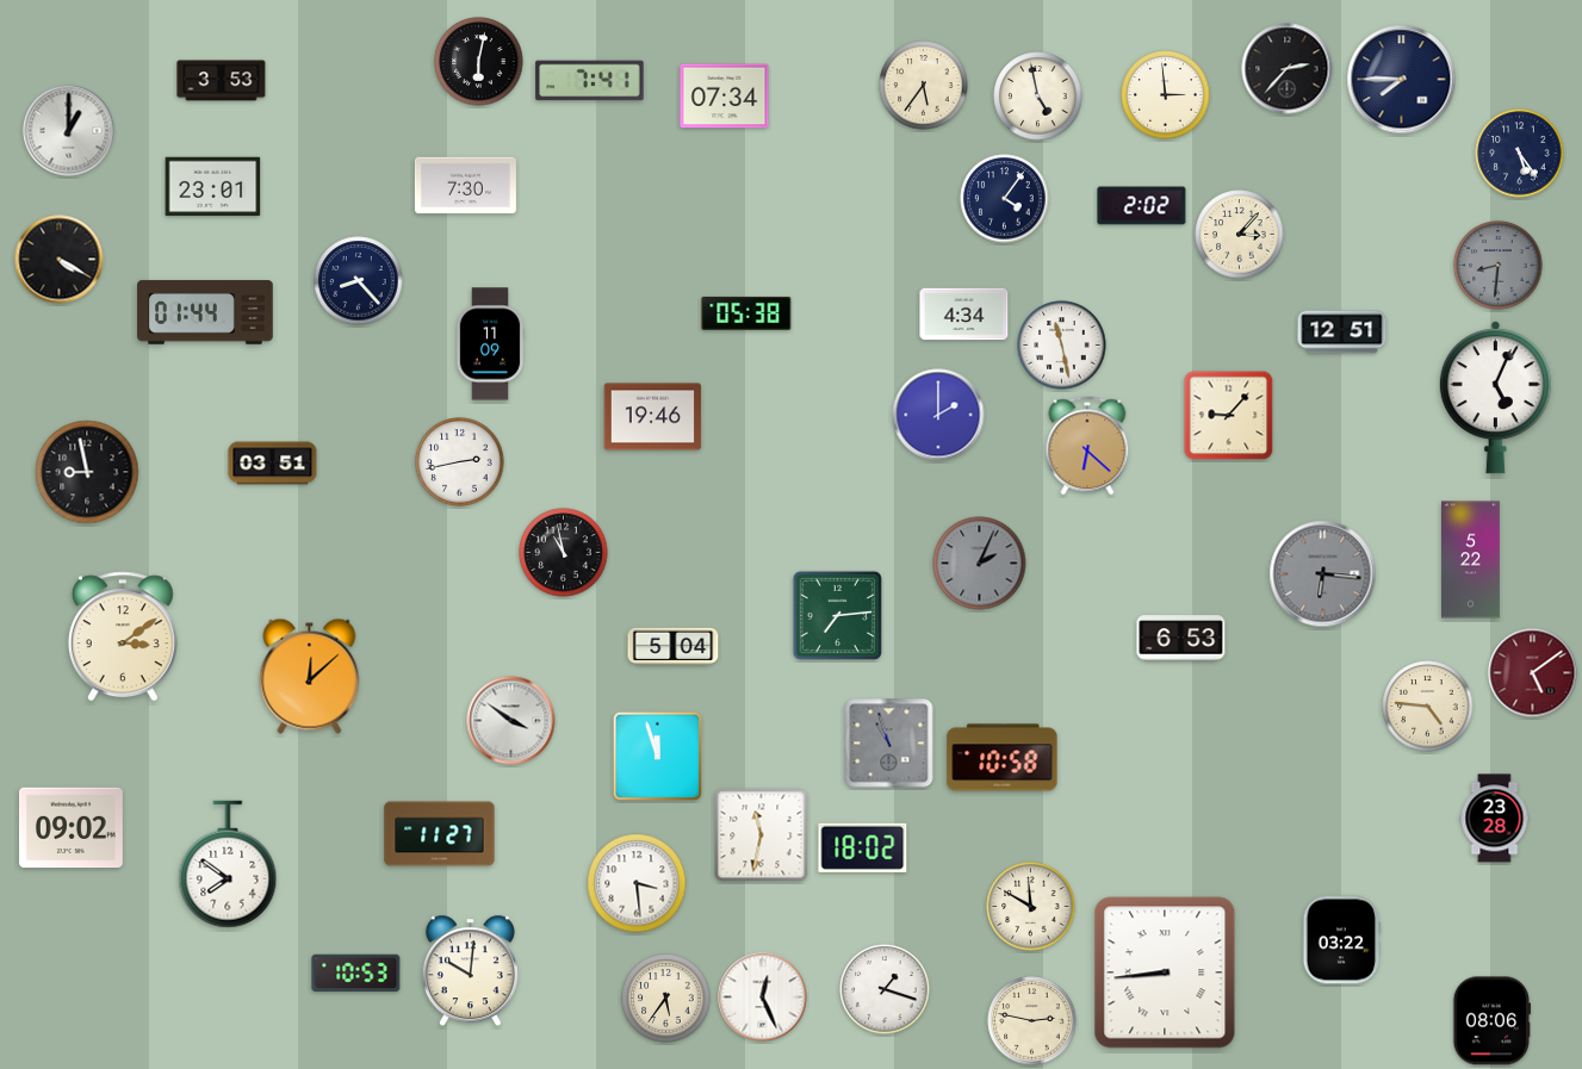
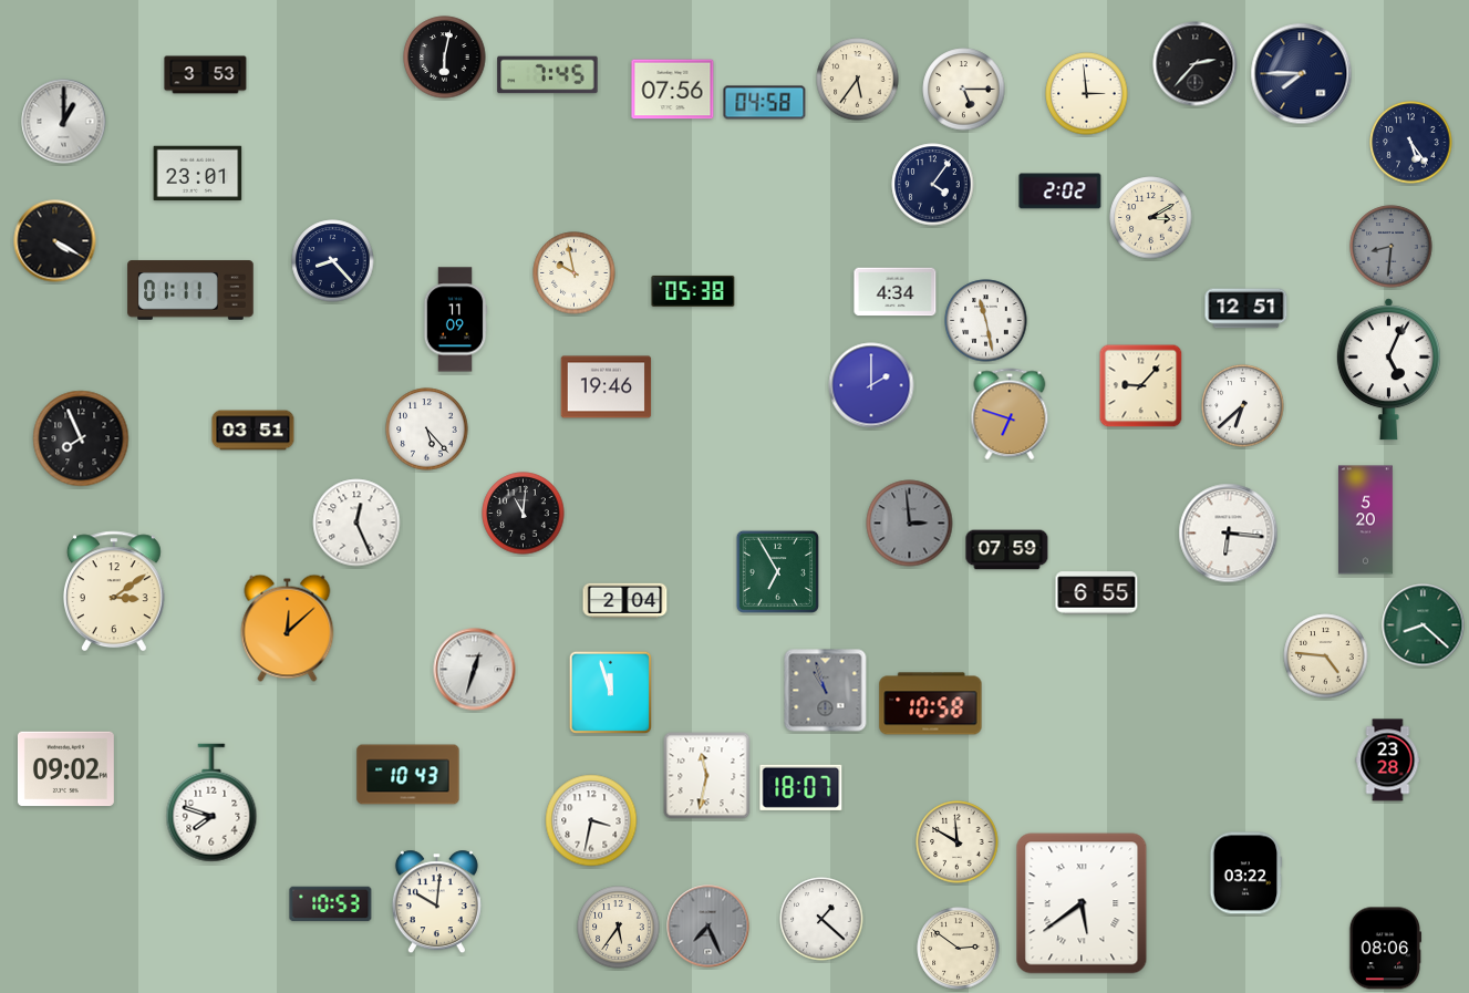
clock at (590, 81): 7:41 -> 7:45
clock at (1166, 95) position: (1166, 95) -> (1087, 94)
clock at (725, 97): 07:34 -> 07:56
clock at (1038, 97): 4:58 -> 5:15
clock at (765, 103): none -> 04:58
clock at (465, 186): 7:30 -> none
clock at (1240, 235): 3:07 -> 3:10
clock at (575, 273): none -> 9:58
clock at (205, 312): 01:44 -> 01:11
clock at (1243, 406): none -> 6:38
clock at (1087, 446): 6:22 -> 6:48
clock at (460, 462): 2:43 -> 5:23
clock at (87, 472): 8:58 -> 7:56
clock at (564, 553): 10:58 -> 11:01
clock at (1470, 560): 5:22 -> 5:20
clock at (356, 523): none -> 12:26
clock at (980, 564): 2:04 -> 2:59
clock at (1323, 574) dial: grey -> white
clock at (1007, 550): none -> 07:59
clock at (837, 615): 7:14 -> 6:55
clock at (1181, 639): 6:53 -> 6:55
clock at (674, 646): 5:04 -> 2:04
clock at (1533, 673): 5:09 -> 8:22
clock at (1533, 673) dial: burgundy -> green
clock at (511, 721): 3:51 -> 12:33
clock at (657, 756) position: (657, 756) -> (610, 692)
clock at (440, 834): 11:27 -> 10:43
clock at (863, 847): 18:02 -> 18:07
clock at (228, 864): 7:51 -> 7:48
clock at (637, 883): 3:29 -> 3:32
clock at (1165, 972): 8:44 -> 5:39
clock at (885, 989): 1:18 -> 1:22
clock at (763, 997): 12:26 -> 7:26
clock at (763, 997) dial: white -> grey
clock at (1032, 1021): 2:47 -> 2:51
